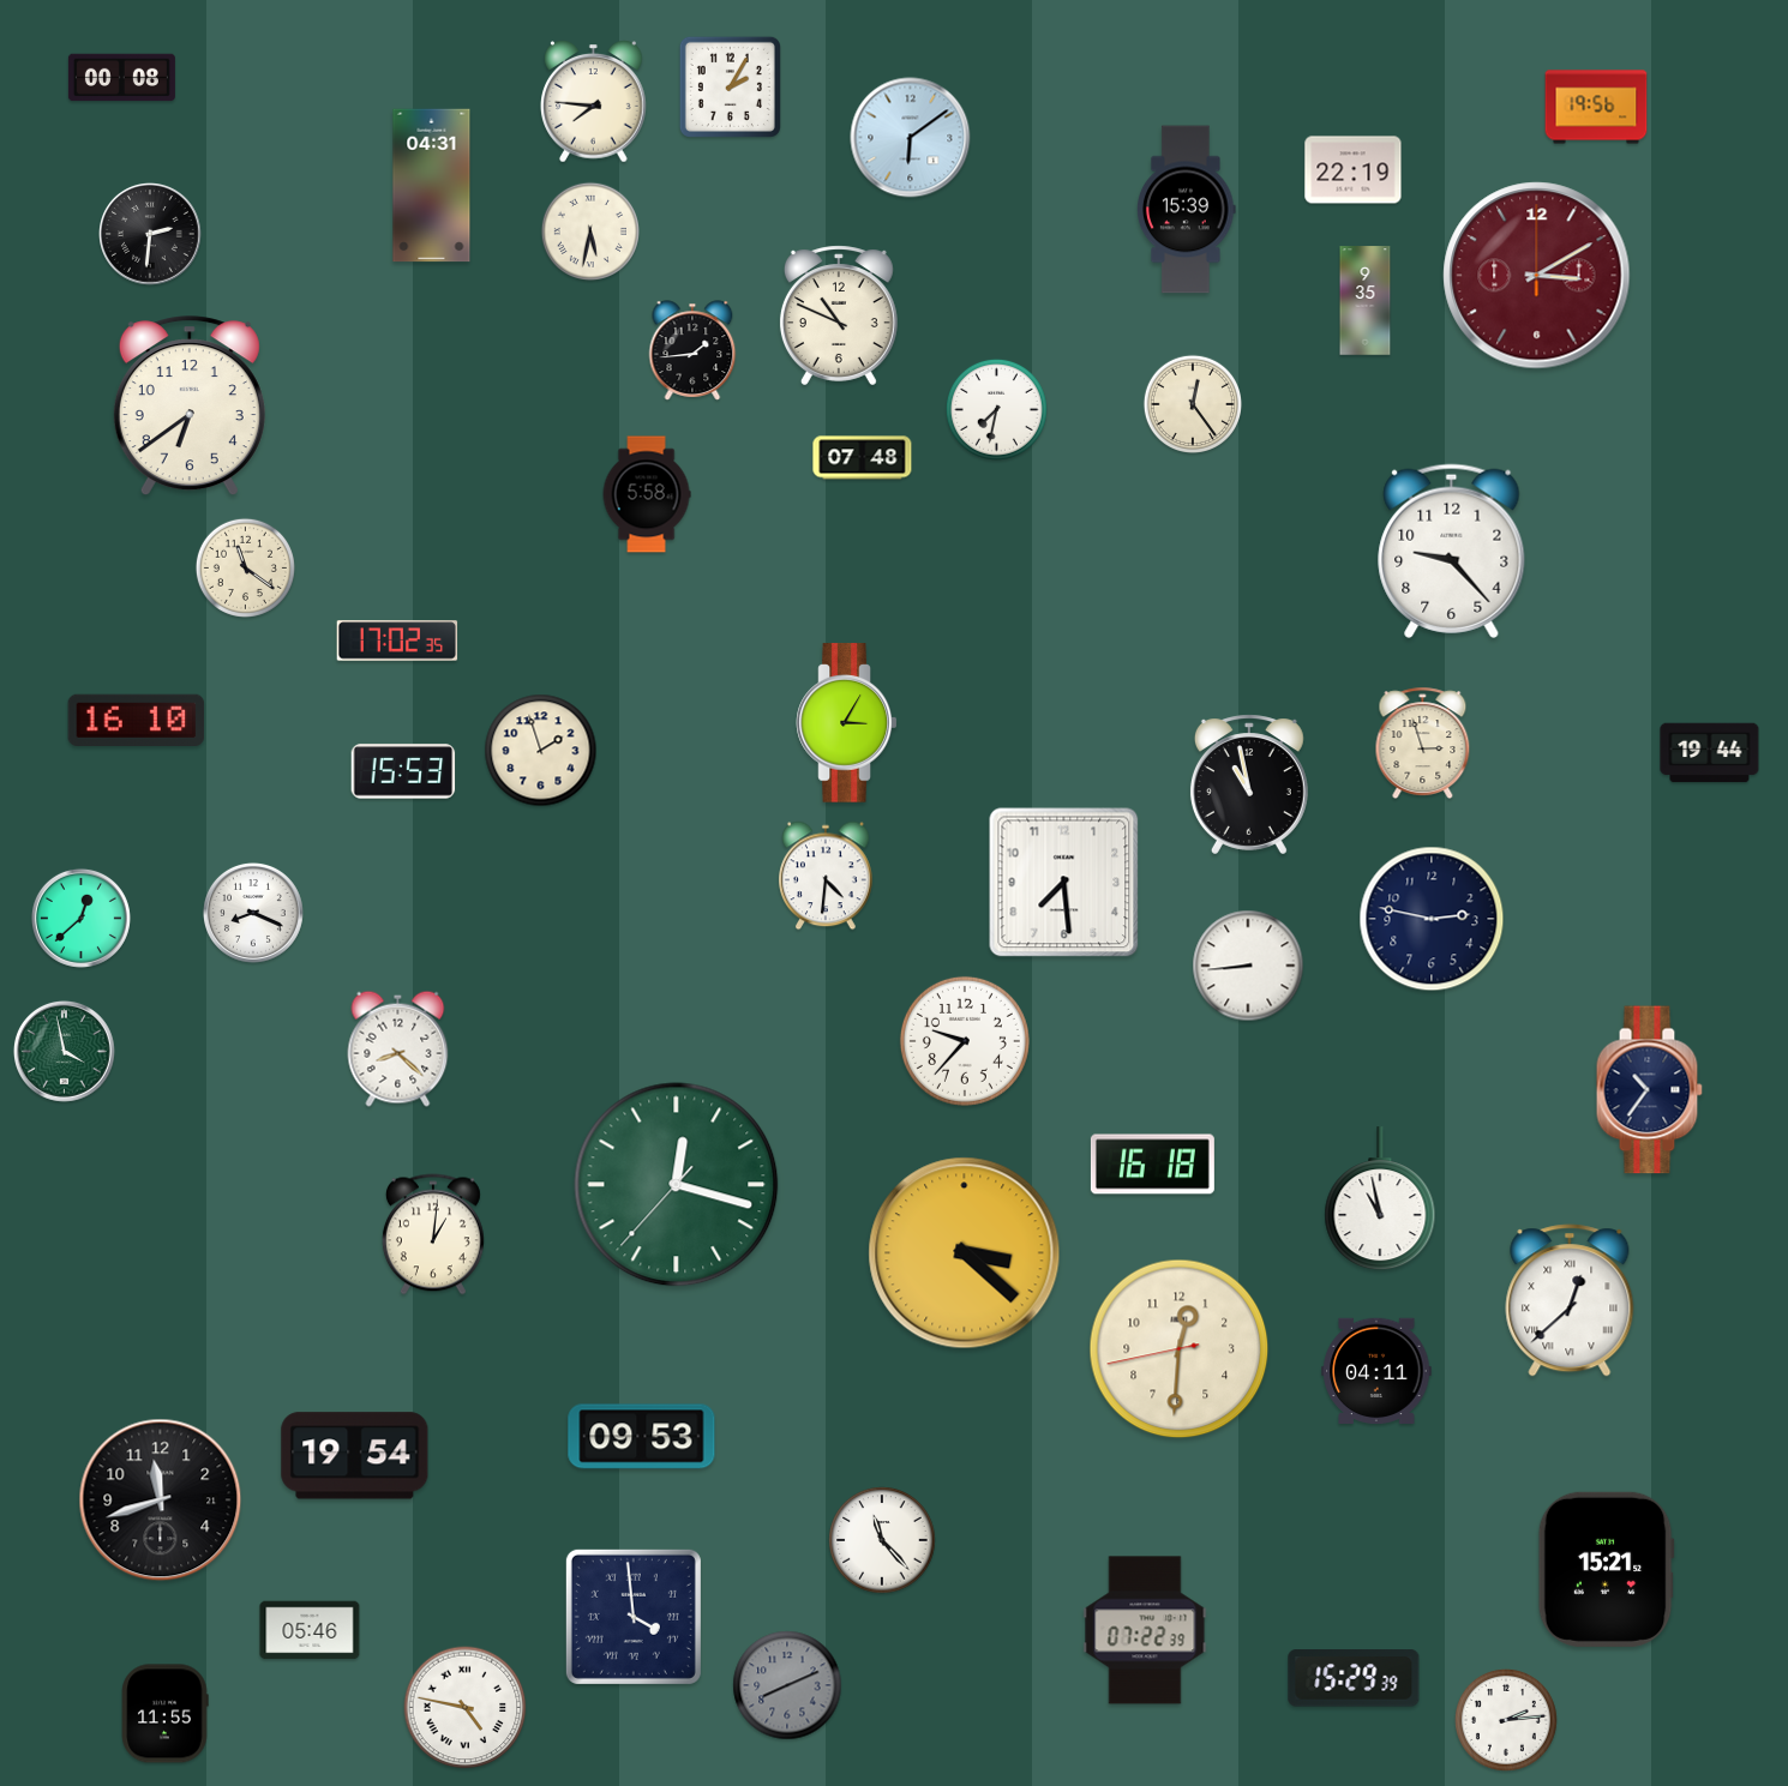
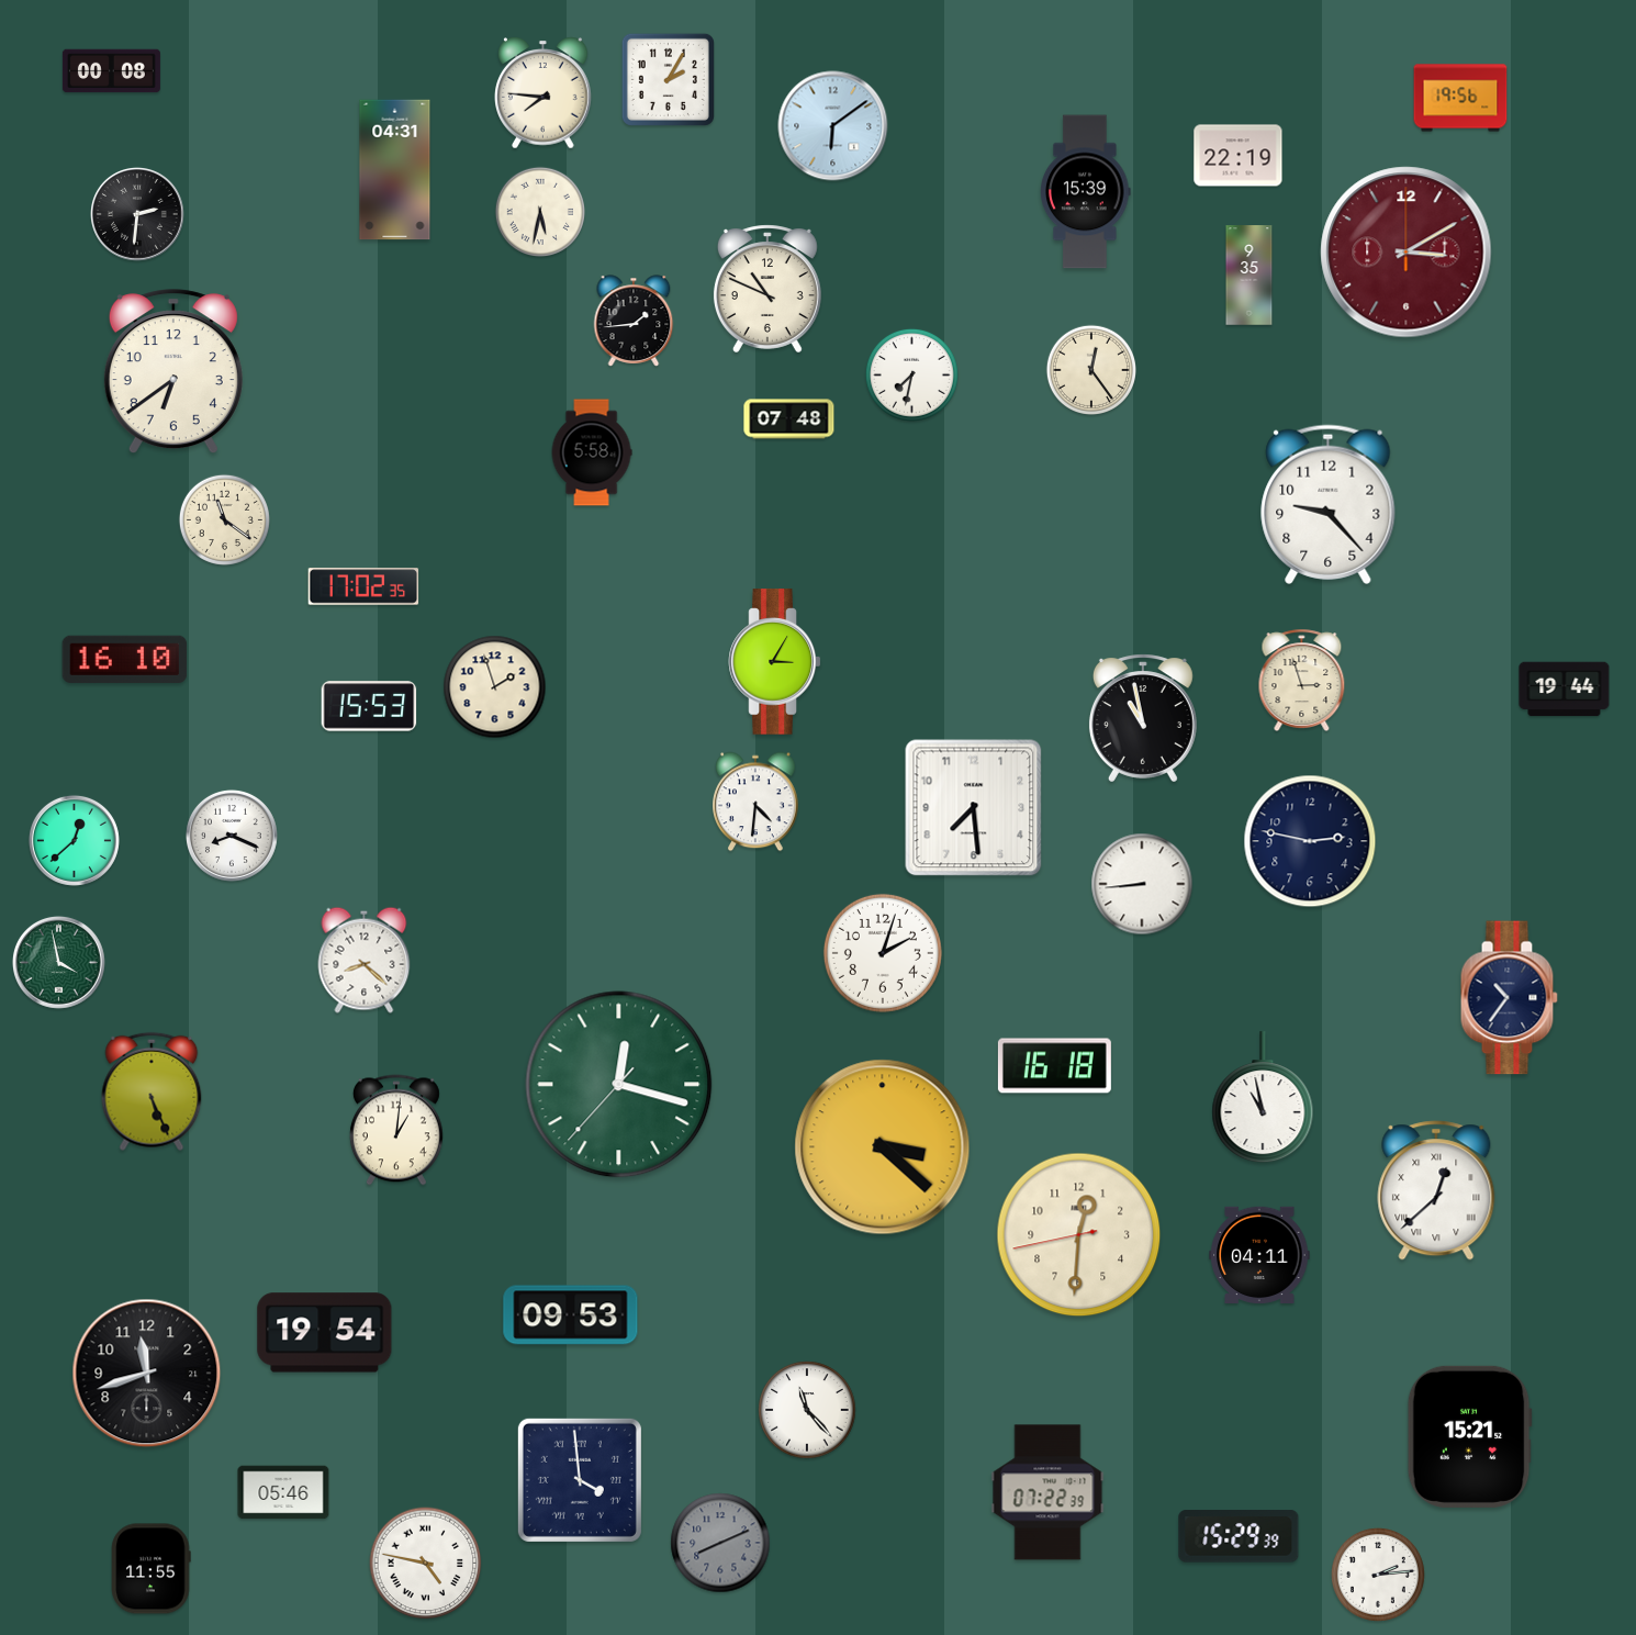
clock at (965, 1041): 9:37 -> 2:03
clock at (152, 1091): none -> 5:26
clock at (642, 1437) position: (642, 1437) -> (571, 1315)
